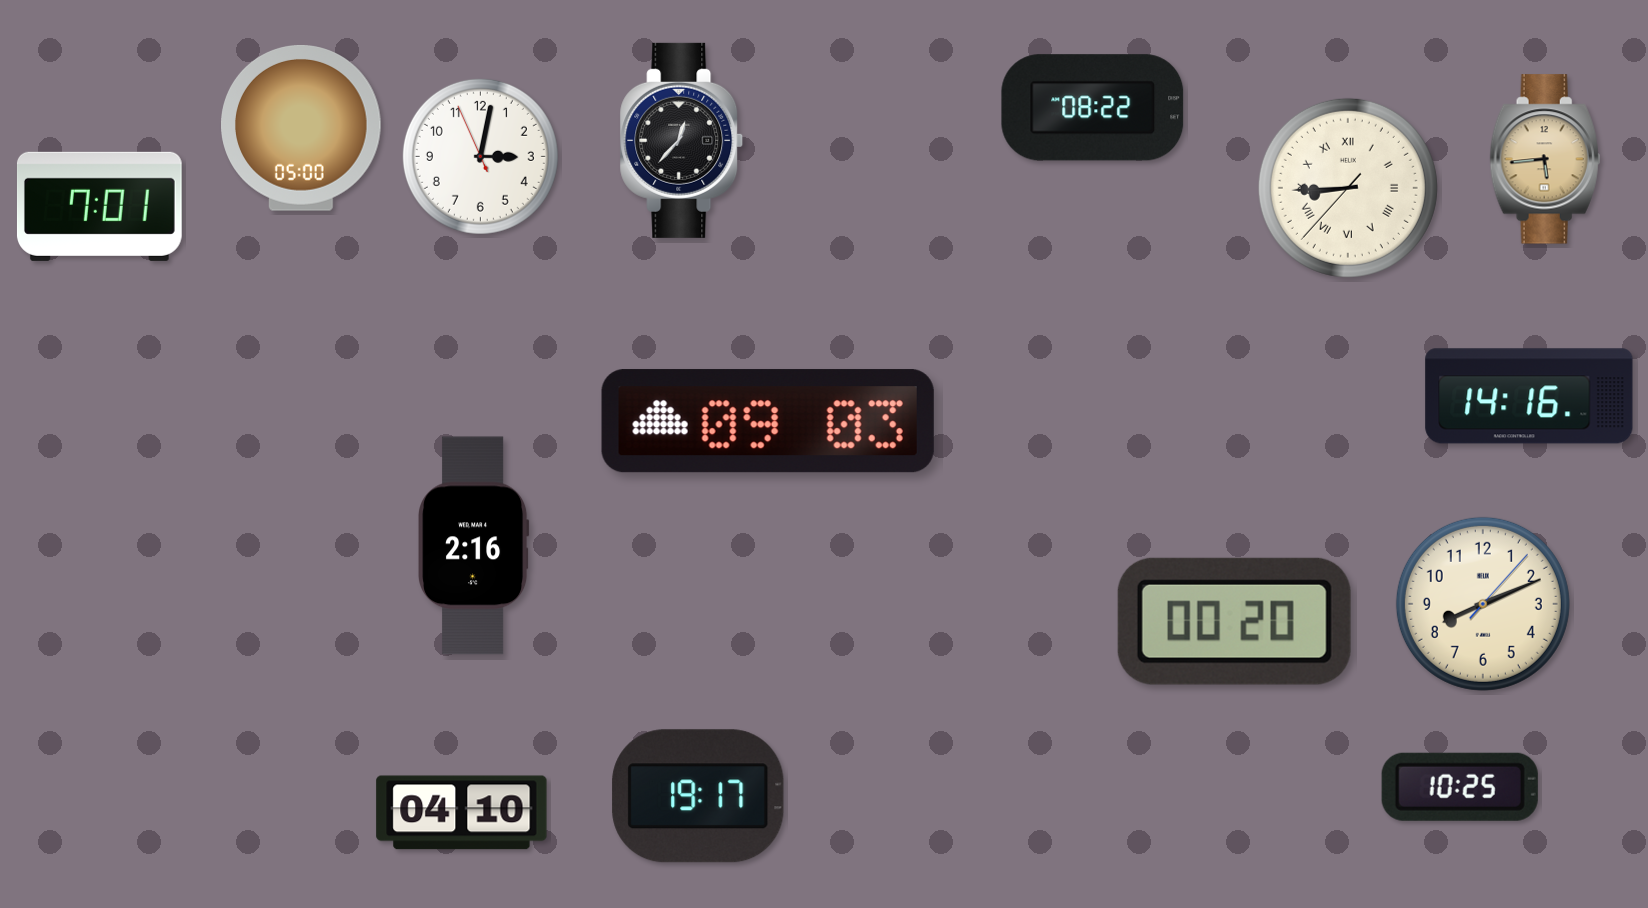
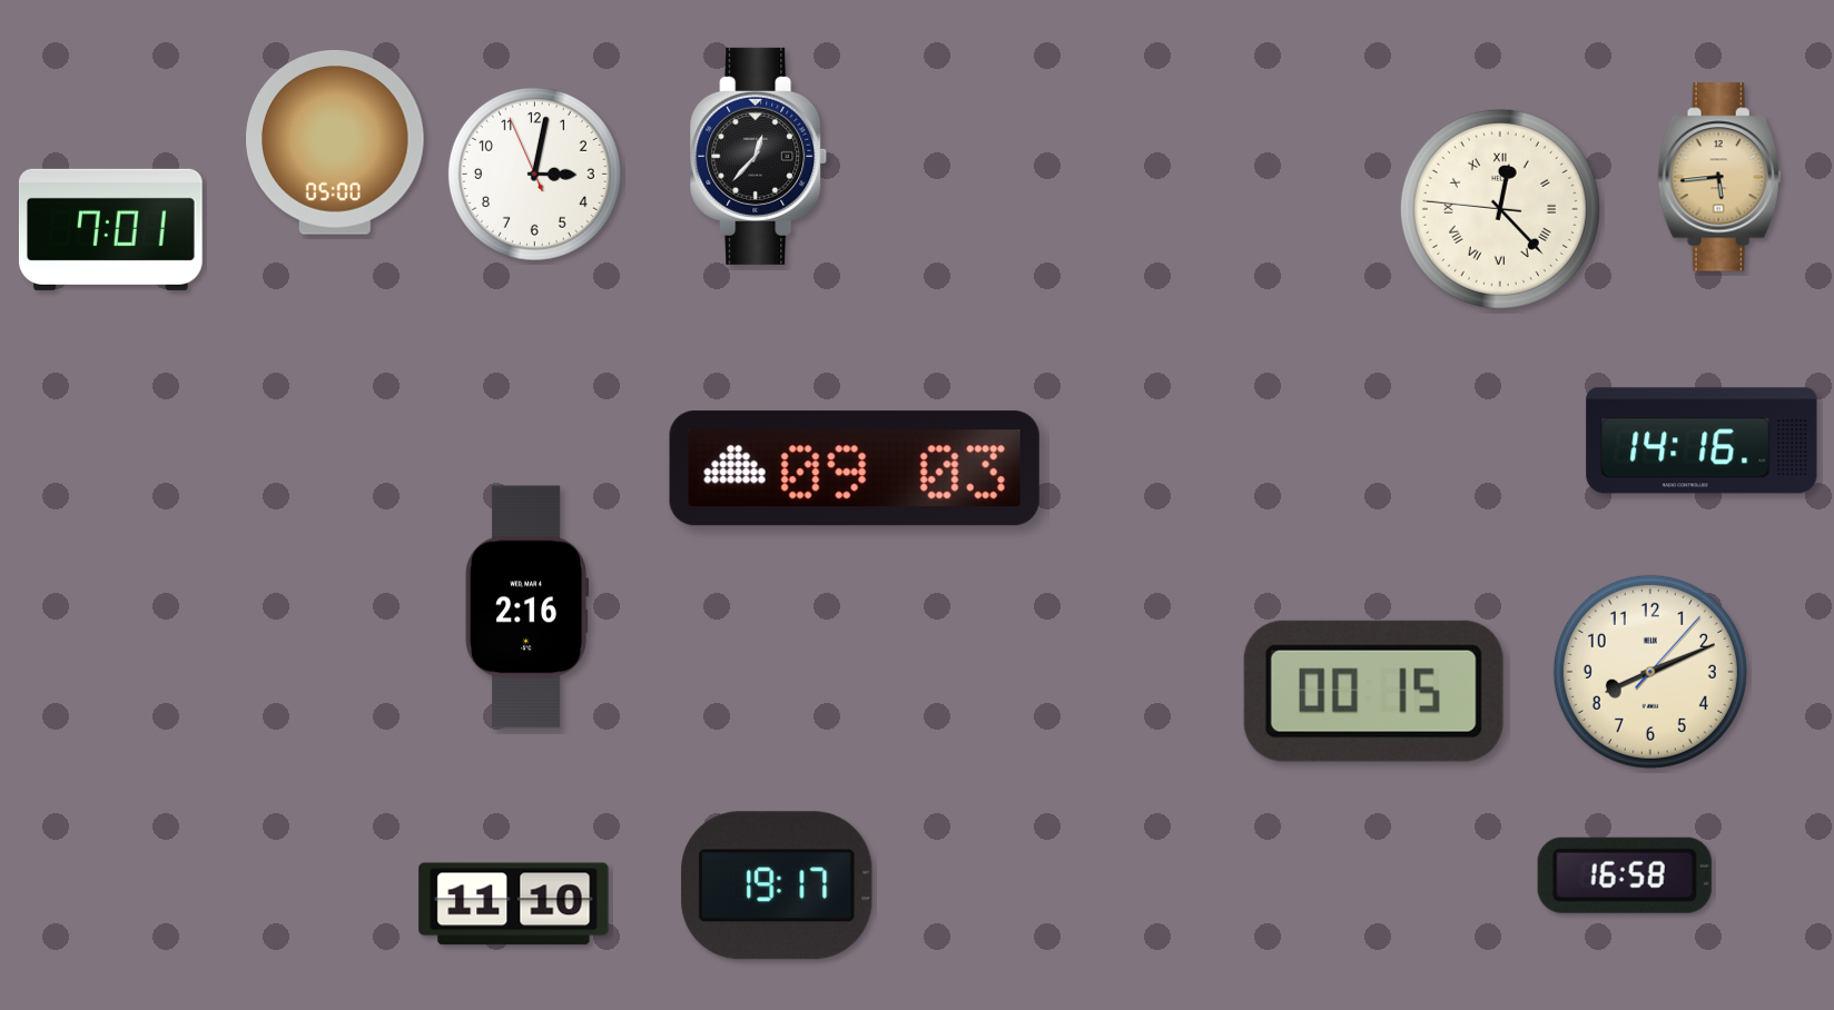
clock at (1093, 108): 08:22 -> none
clock at (1348, 188): 8:44 -> 12:22
clock at (1234, 621): 00:20 -> 00:15
clock at (1460, 787): 10:25 -> 16:58
clock at (462, 813): 04:10 -> 11:10
